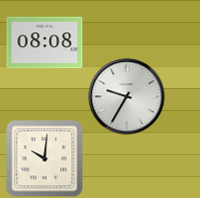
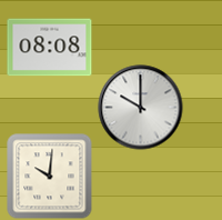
clock at (127, 97): 9:35 -> 10:00
